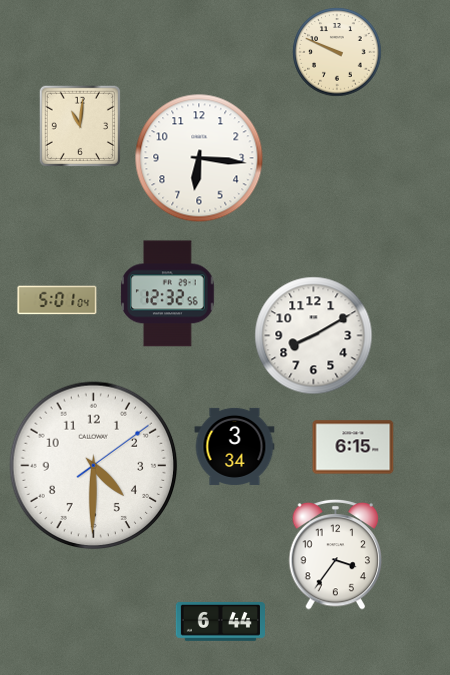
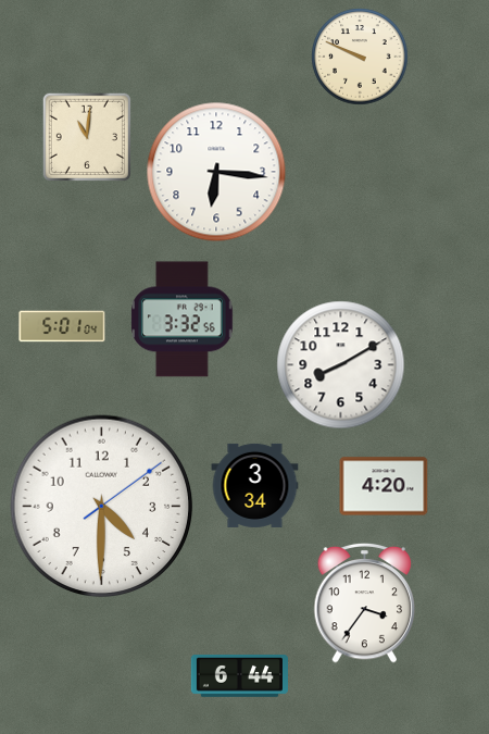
clock at (337, 52) position: (337, 52) -> (360, 57)
clock at (168, 294): 12:32 -> 3:32
clock at (353, 447): 6:15 -> 4:20
